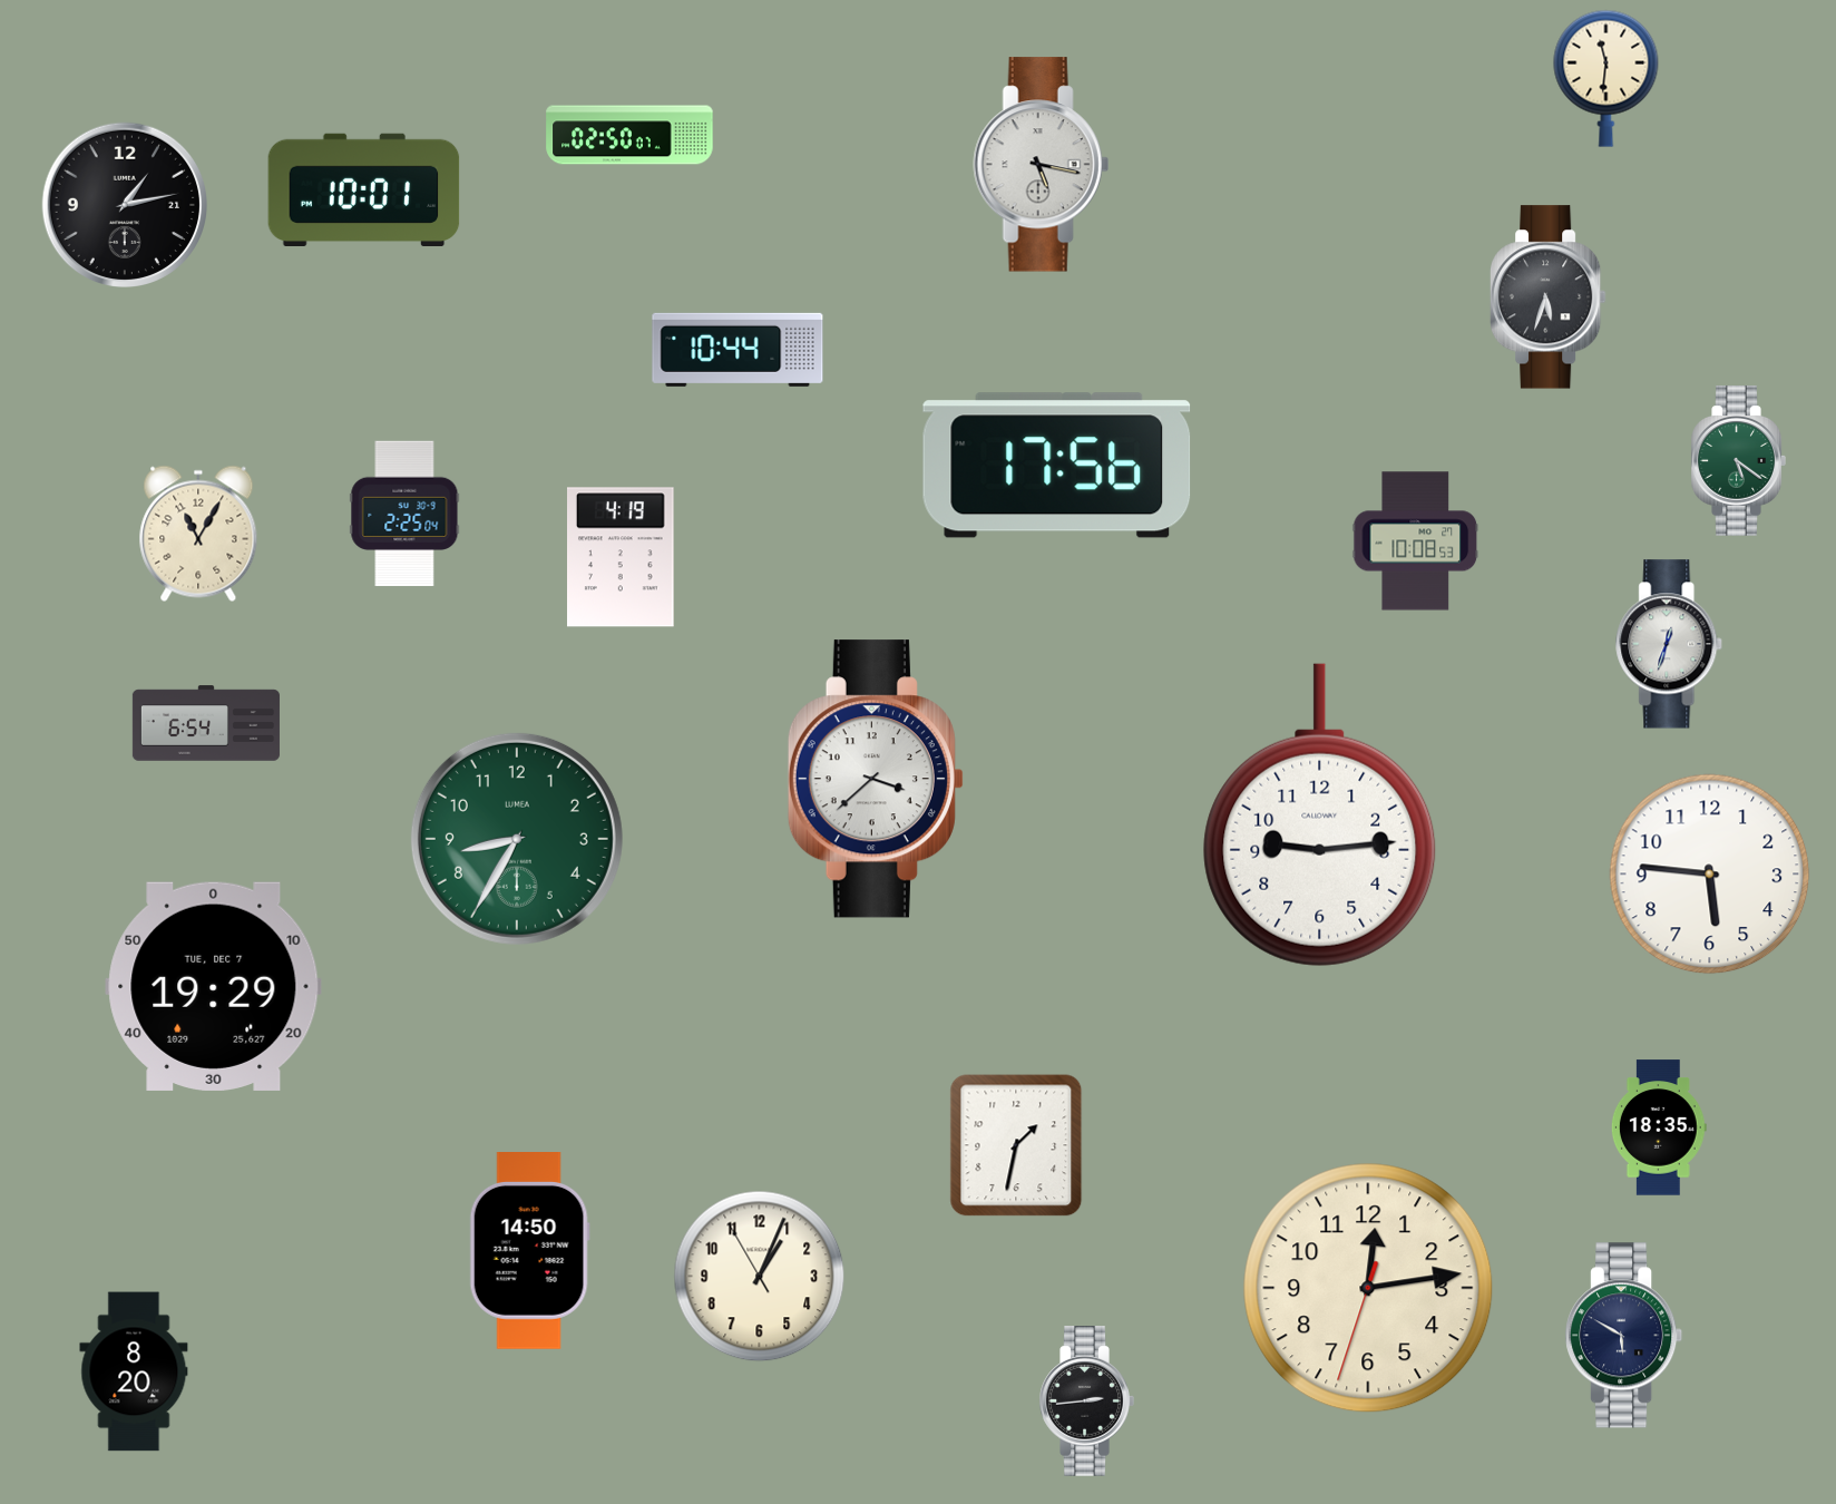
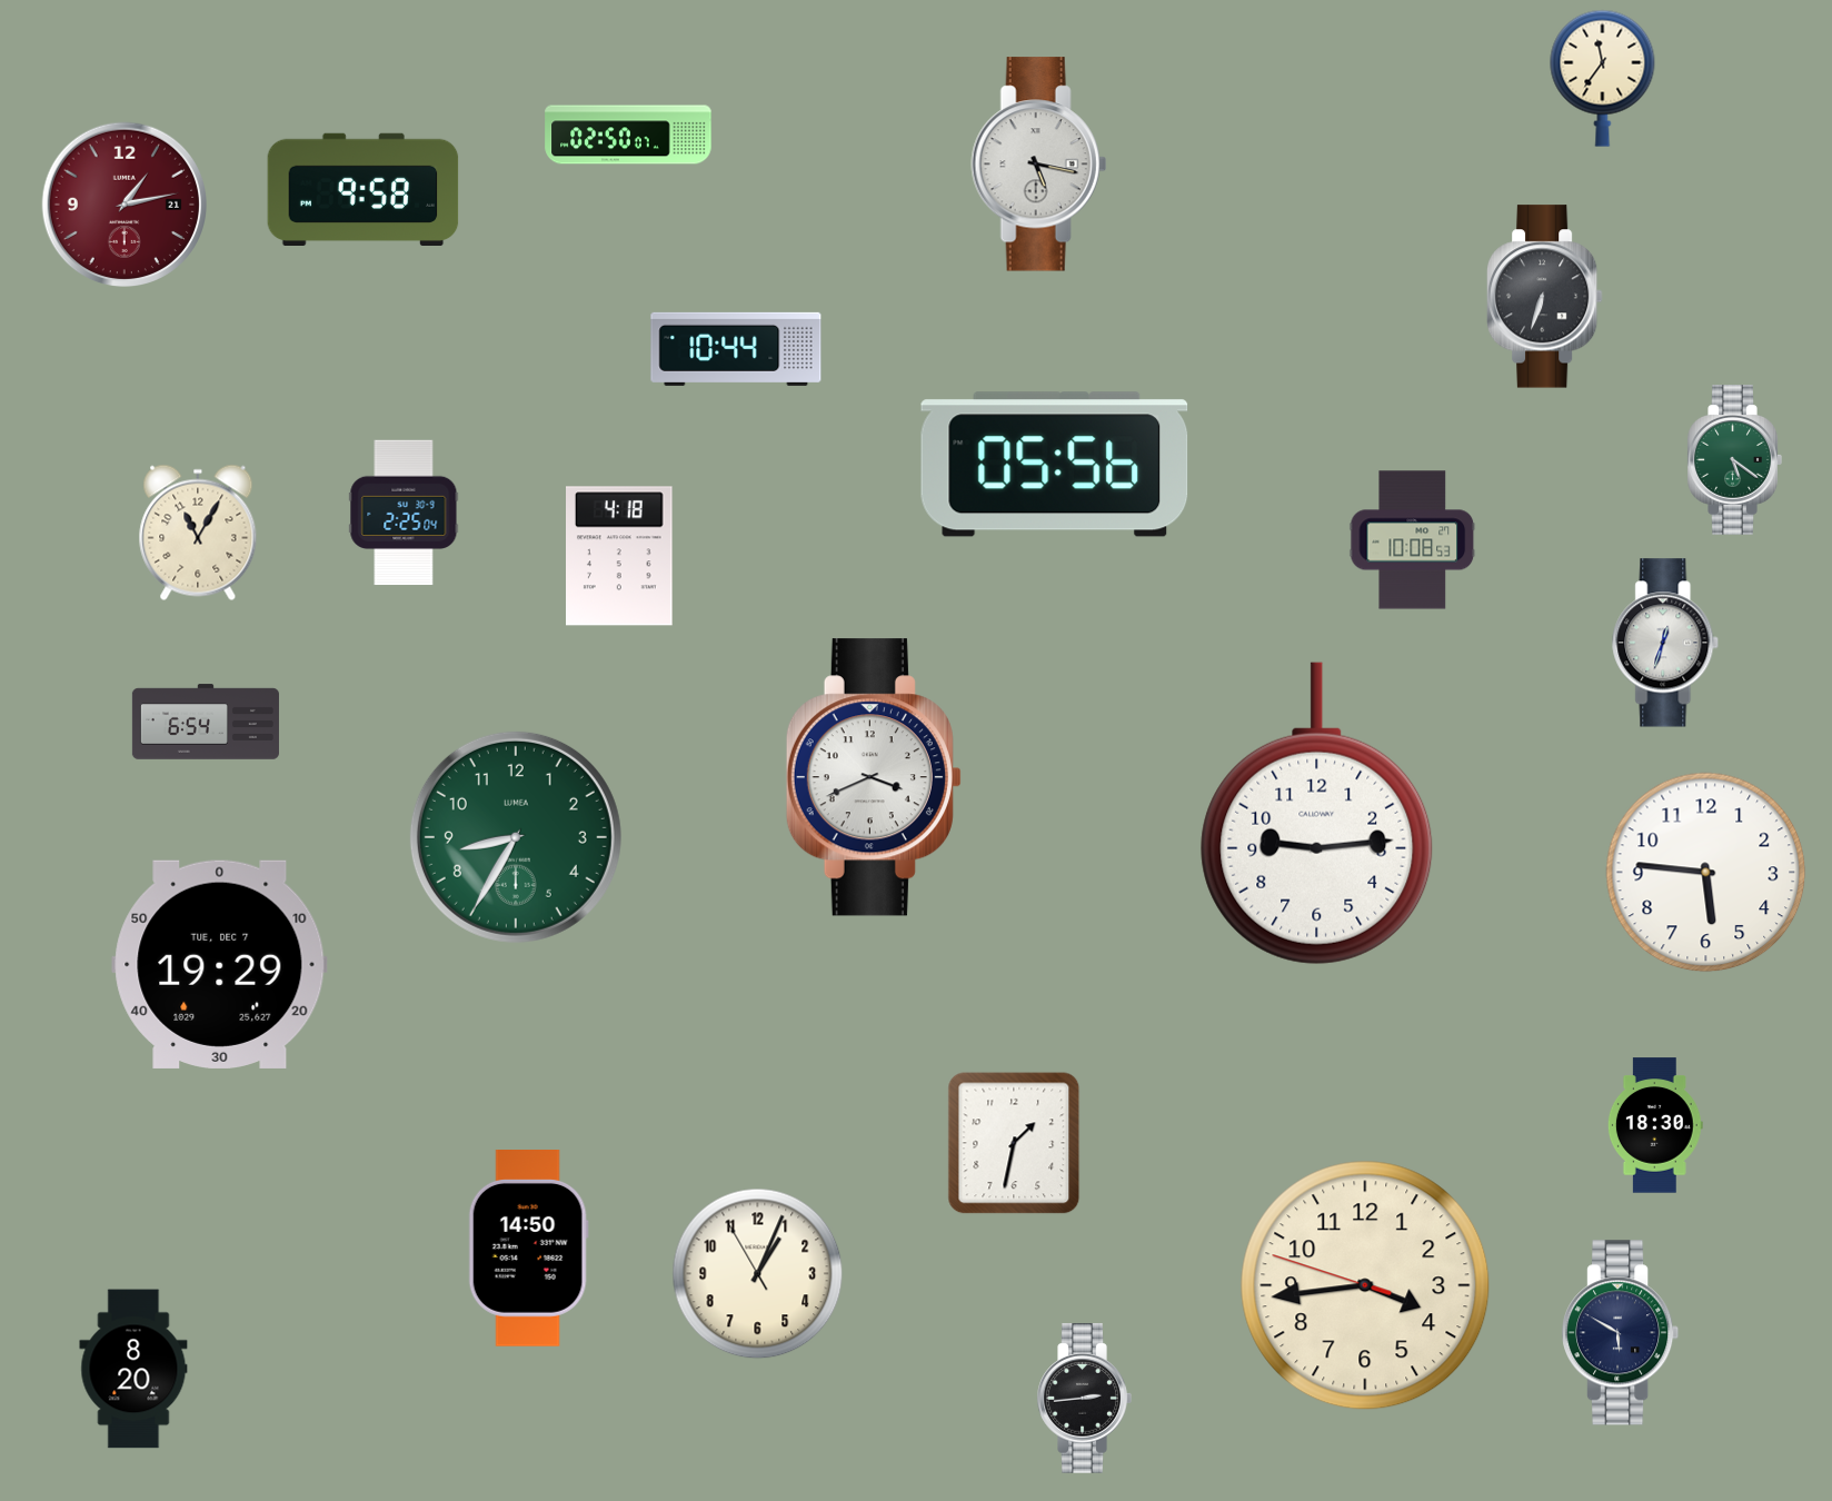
clock at (1606, 78): 11:31 -> 11:36
clock at (364, 189): 10:01 -> 9:58
clock at (124, 204) dial: black -> burgundy
clock at (1547, 297): 5:33 -> 6:33
clock at (1057, 466): 17:56 -> 05:56
clock at (622, 557): 4:19 -> 4:18
clock at (876, 779): 3:38 -> 3:41
clock at (214, 986) position: (214, 986) -> (220, 964)
clock at (1659, 1127): 18:35 -> 18:30
clock at (1368, 1288): 12:13 -> 3:43
